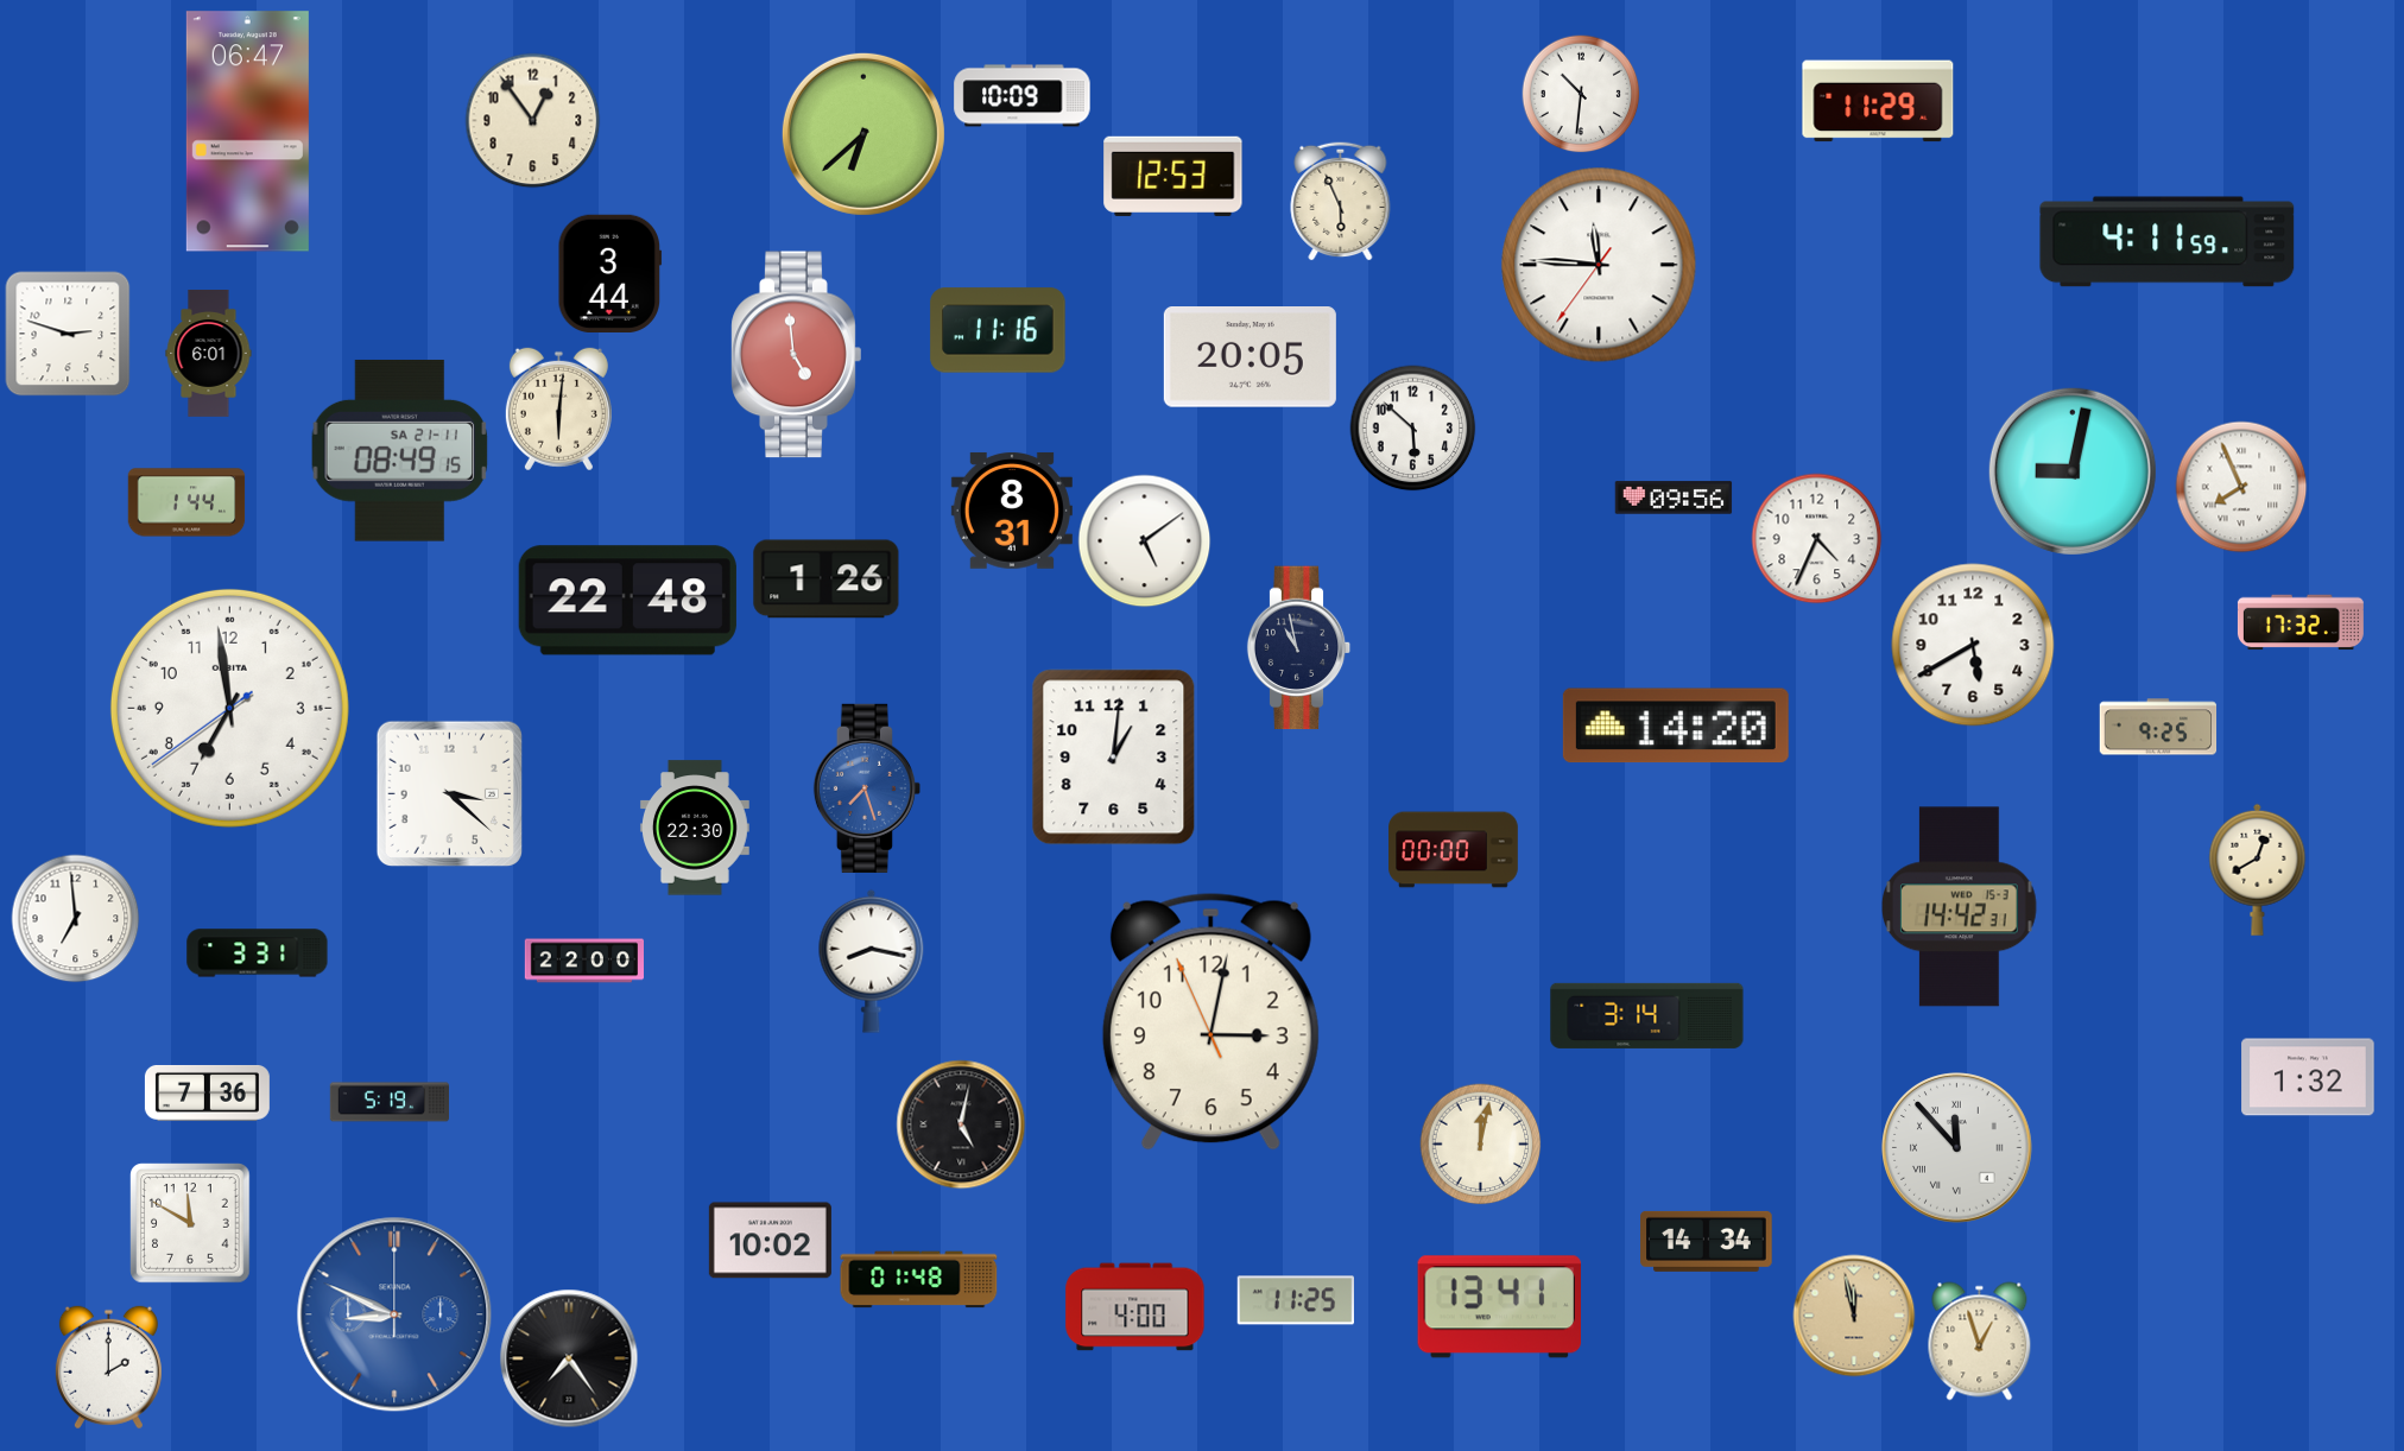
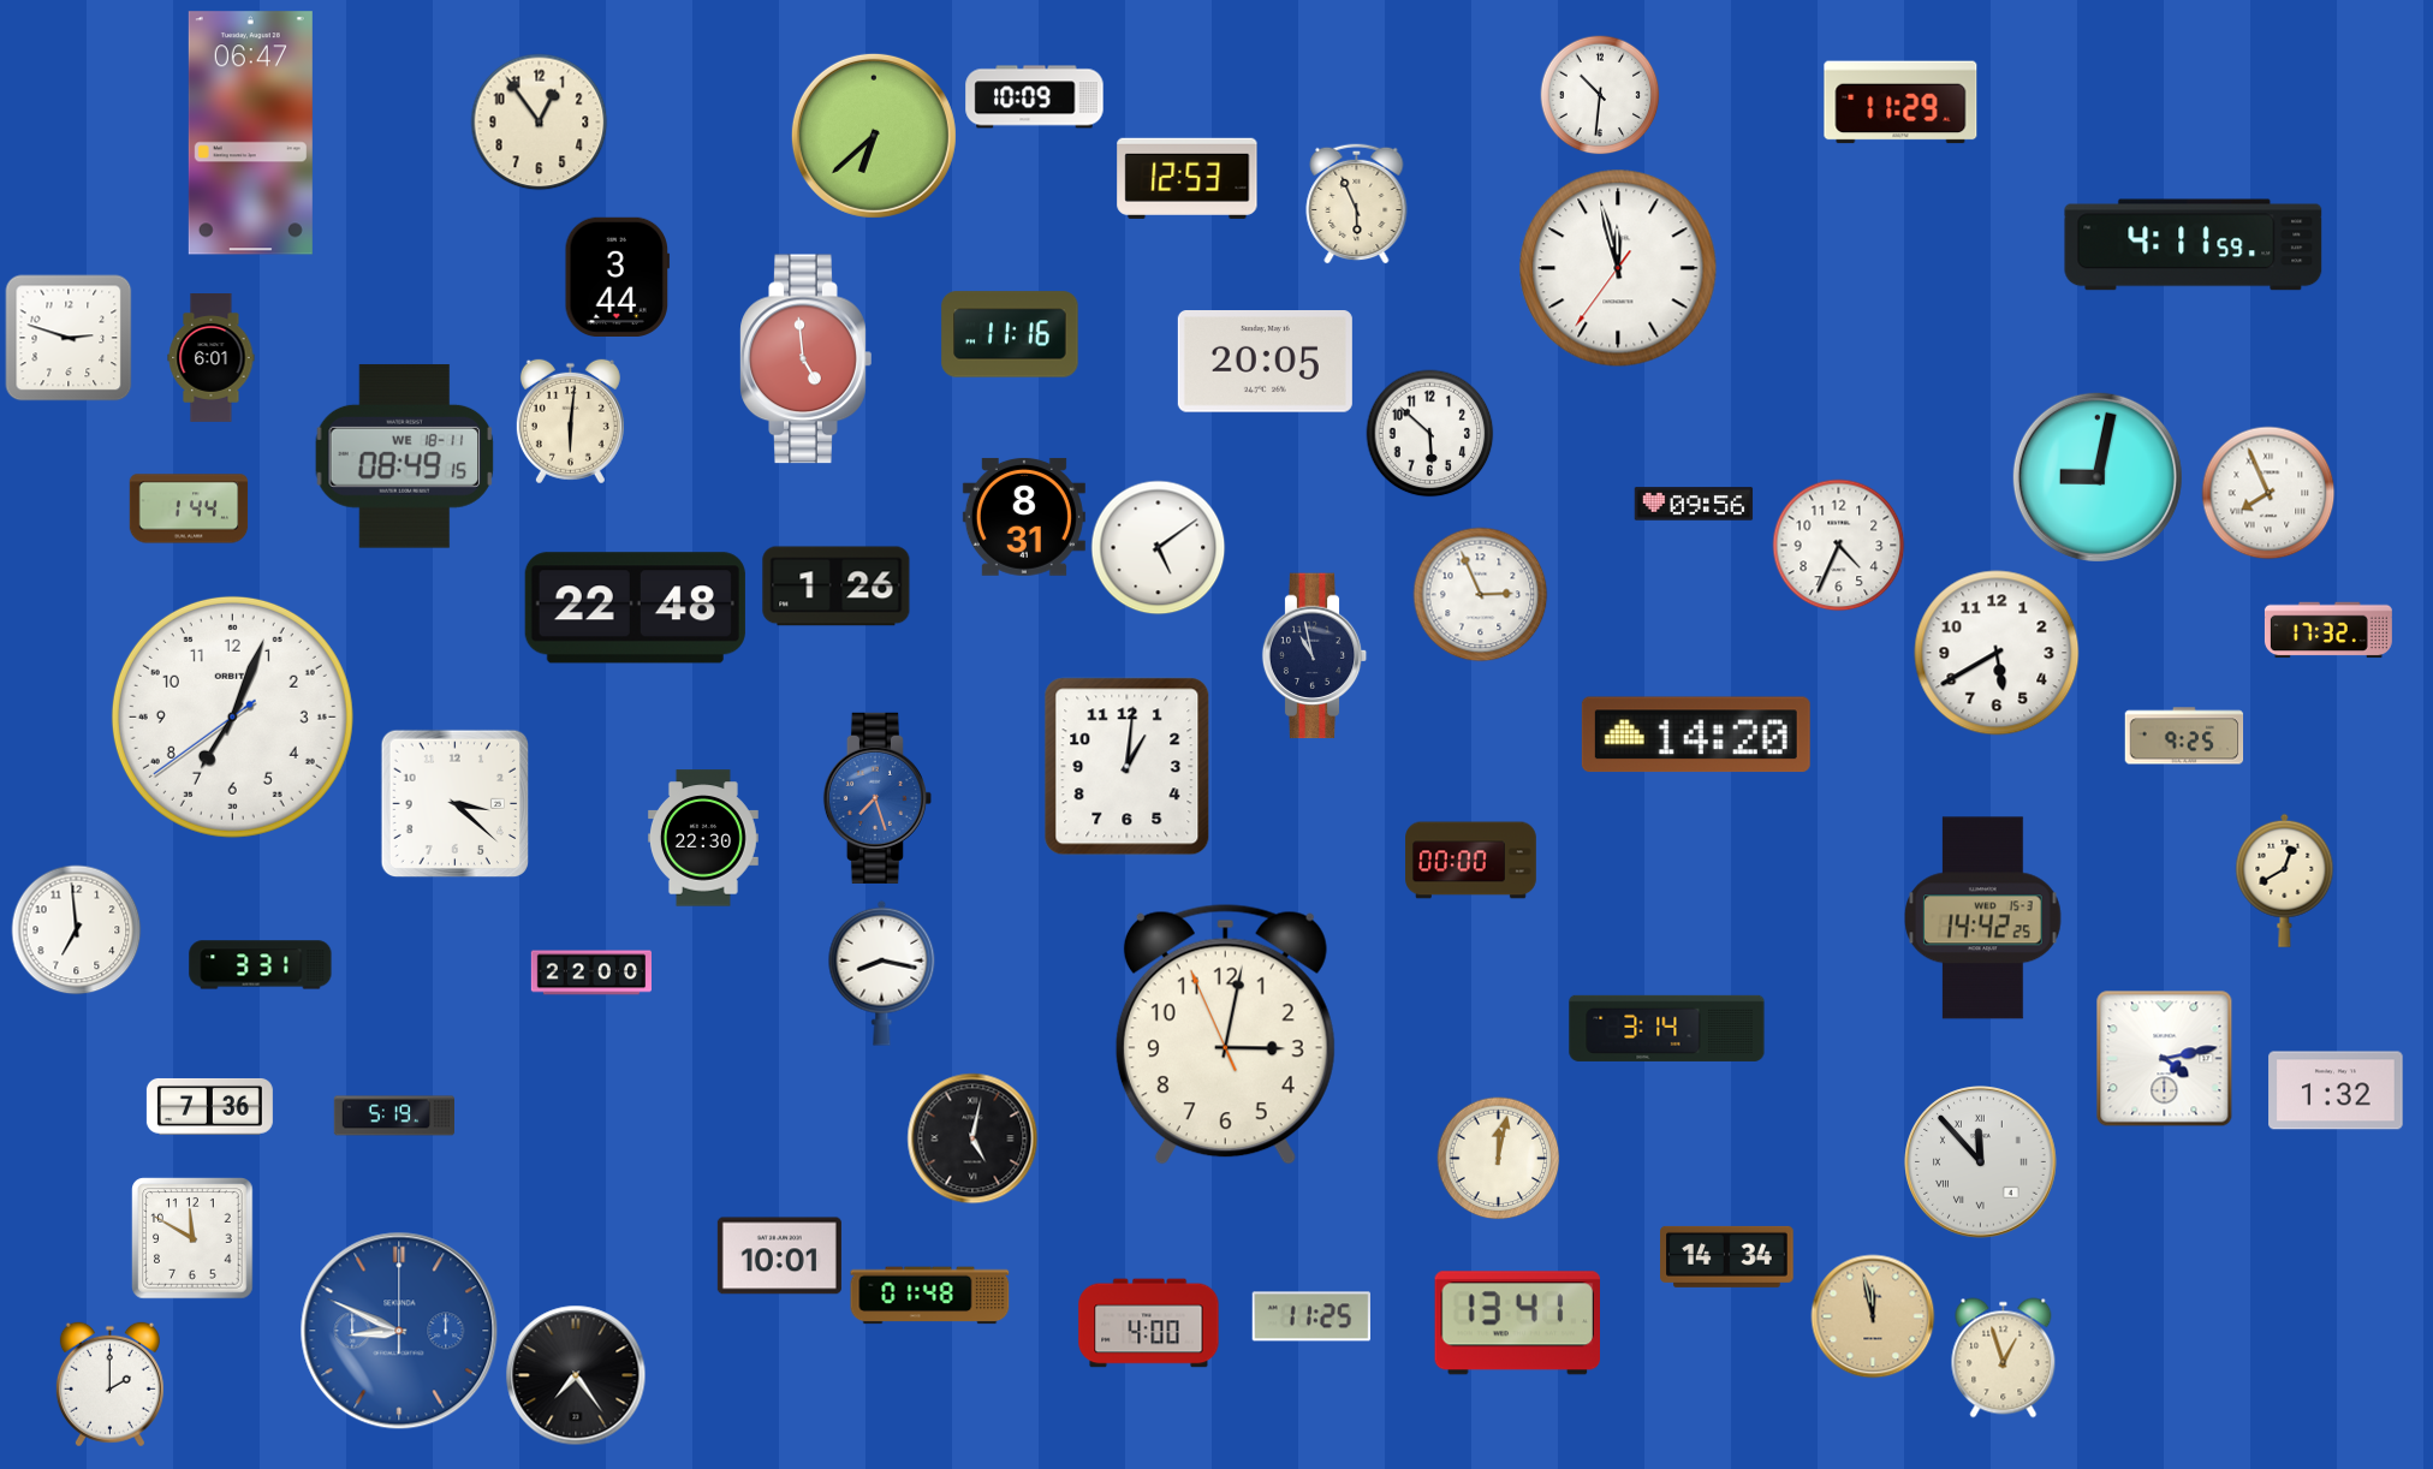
clock at (1599, 265): 11:45 -> 11:57
clock at (558, 410) position: (558, 410) -> (570, 422)
clock at (400, 450) date: SA 21-11 -> WE 18-11
clock at (1481, 595): none -> 2:56
clock at (229, 708): 6:58 -> 7:03
clock at (1960, 907): 14:42:31 -> 14:42:25
clock at (2165, 1059): none -> 4:13
clock at (770, 1241): 10:02 -> 10:01
clock at (1854, 1316) position: (1854, 1316) -> (1873, 1316)
